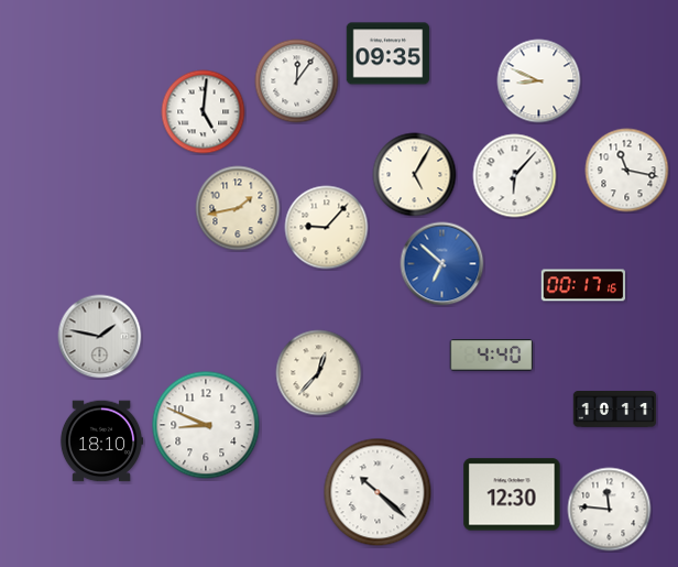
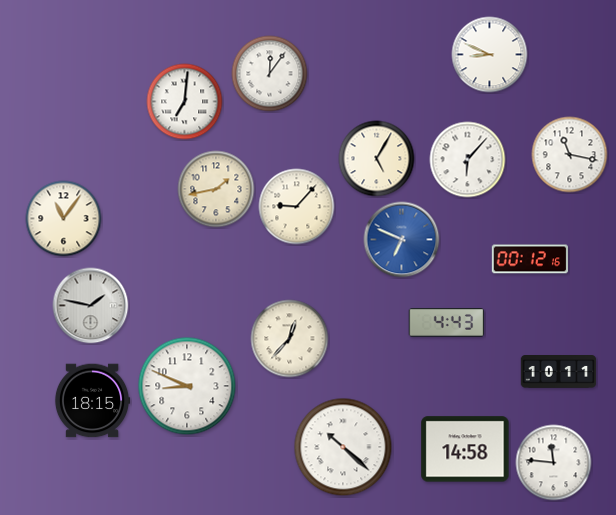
clock at (389, 54): 09:35 -> none
clock at (539, 81) position: (539, 81) -> (490, 55)
clock at (204, 112): 5:01 -> 7:01
clock at (64, 219): none -> 11:06
clock at (442, 264): 6:52 -> 6:49
clock at (582, 285): 00:17 -> 00:12
clock at (492, 356): 4:40 -> 4:43
clock at (101, 441): 18:10 -> 18:15
clock at (512, 494): 12:30 -> 14:58
